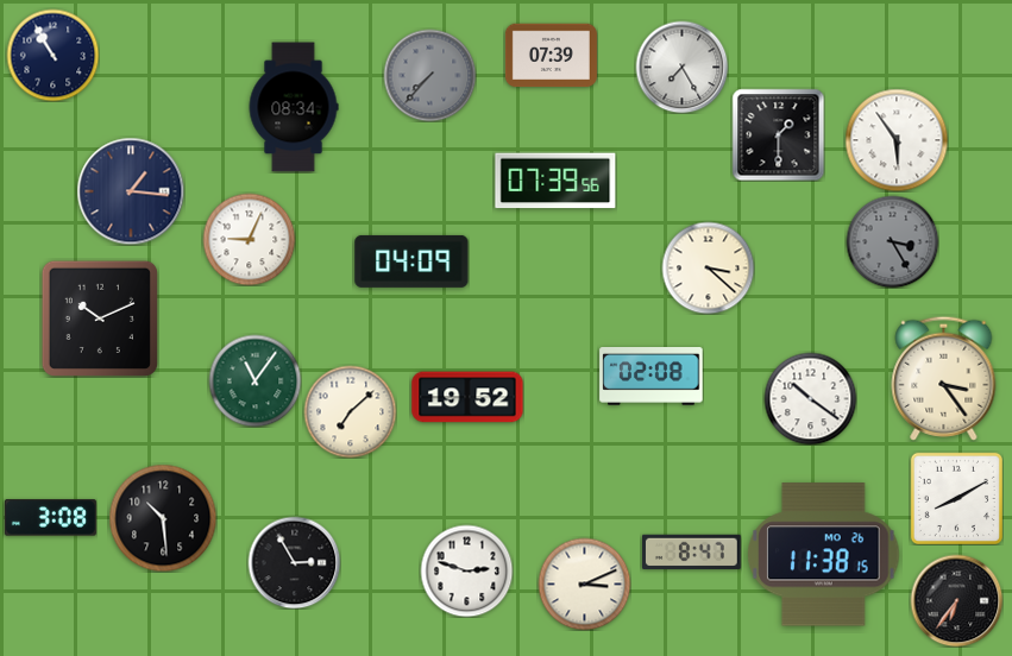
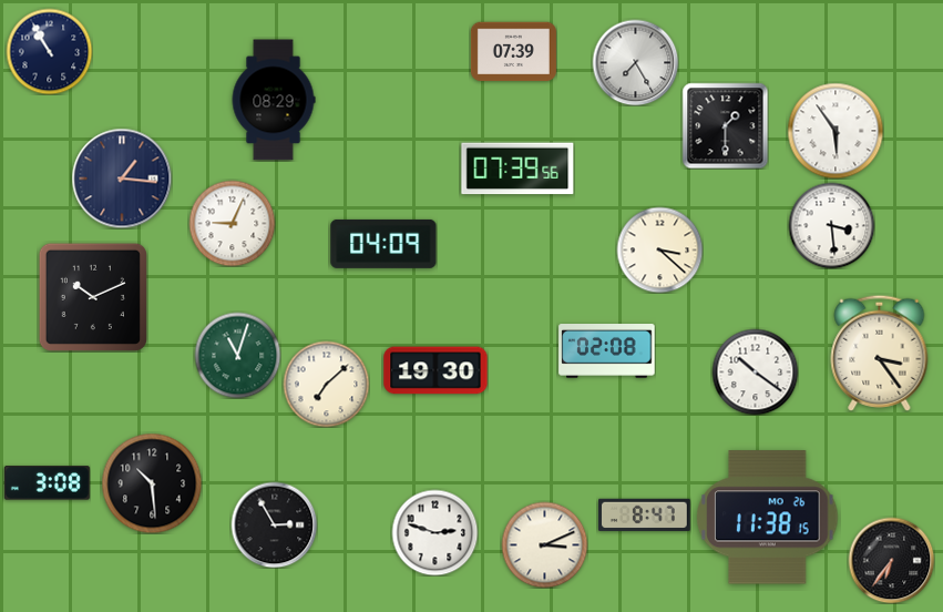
clock at (429, 75): 7:37 -> none
clock at (294, 107): 08:34 -> 08:29
clock at (892, 241): 3:25 -> 3:29
clock at (892, 241) dial: grey -> white
clock at (254, 380): 11:06 -> 11:03
clock at (467, 397): 19:52 -> 19:30
clock at (956, 498): 8:10 -> none
